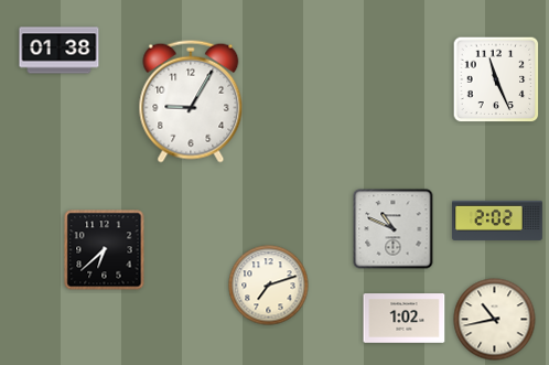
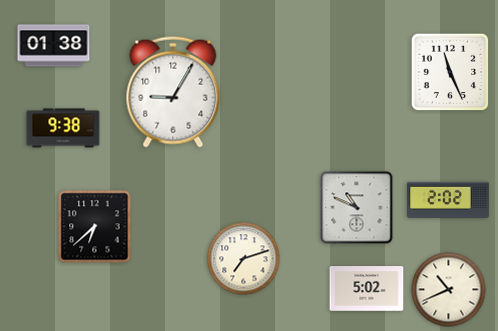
clock at (63, 128): none -> 9:38
clock at (498, 221) position: (498, 221) -> (449, 200)
clock at (405, 319): 1:02 -> 5:02
clock at (495, 320): 10:43 -> 10:41
